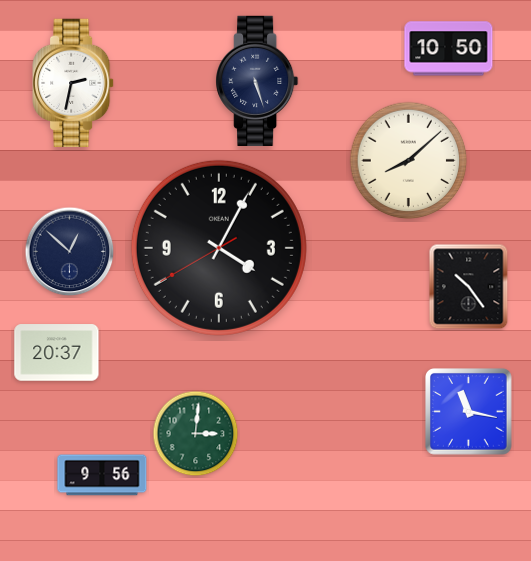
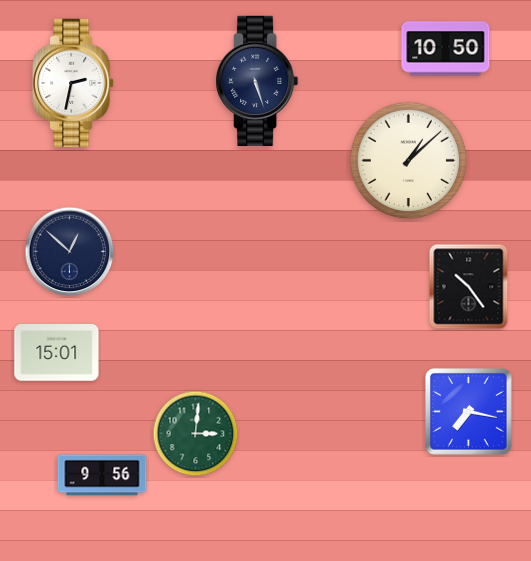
clock at (449, 49) position: (449, 49) -> (446, 49)
clock at (409, 161): 8:08 -> 1:08
clock at (219, 248): 4:04 -> none
clock at (57, 353): 20:37 -> 15:01
clock at (469, 412): 11:17 -> 7:17
